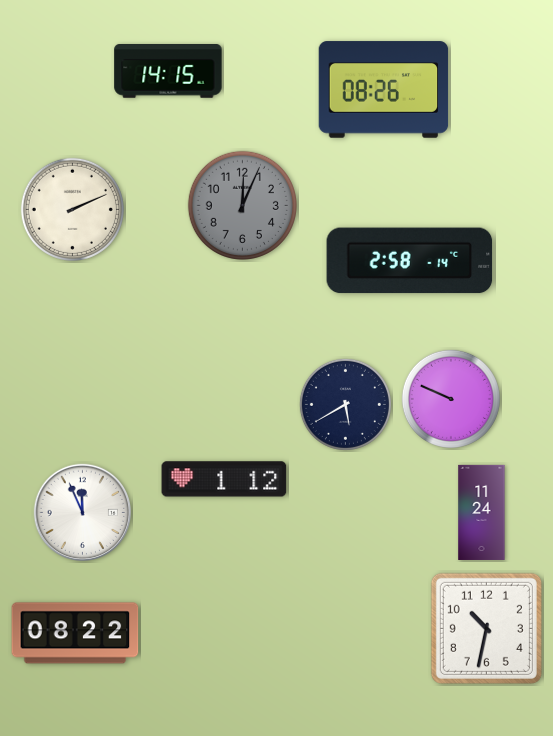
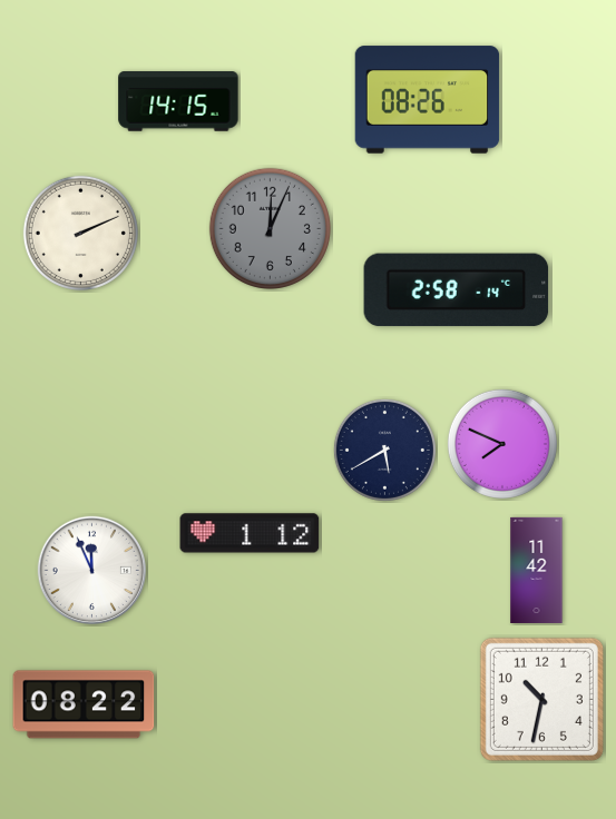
clock at (168, 72) position: (168, 72) -> (178, 102)
clock at (451, 399): 9:49 -> 7:49
clock at (482, 512): 11:24 -> 11:42
